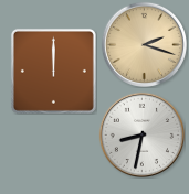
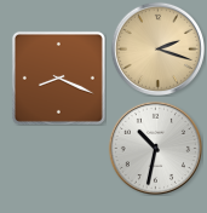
clock at (53, 71): 12:00 -> 8:19
clock at (141, 134): 8:32 -> 10:32
